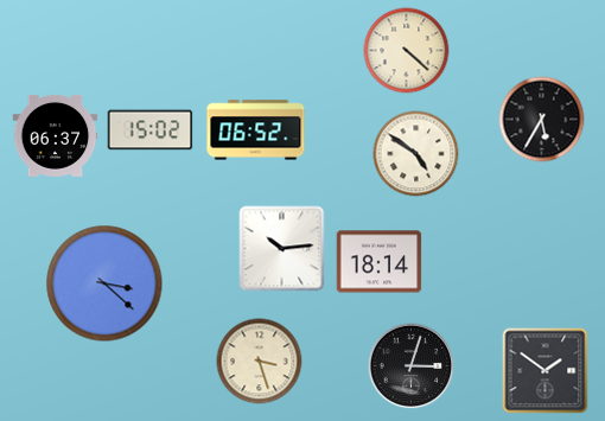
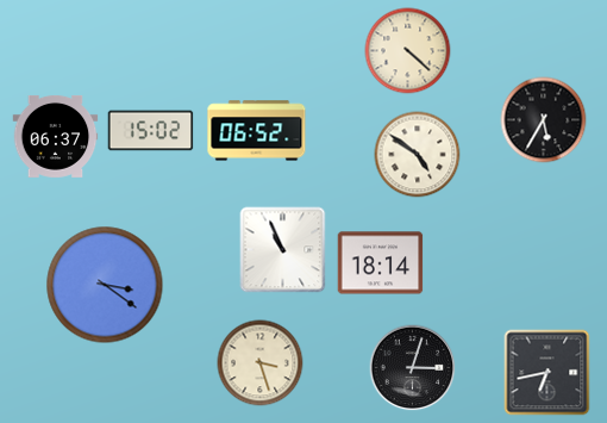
clock at (282, 249): 10:14 -> 10:56
clock at (104, 283): 3:22 -> 3:21
clock at (546, 371): 1:51 -> 6:43
